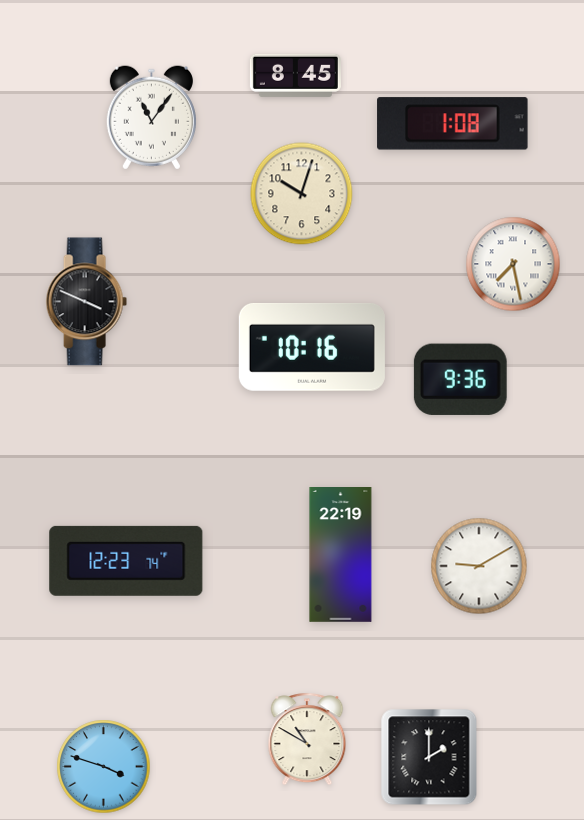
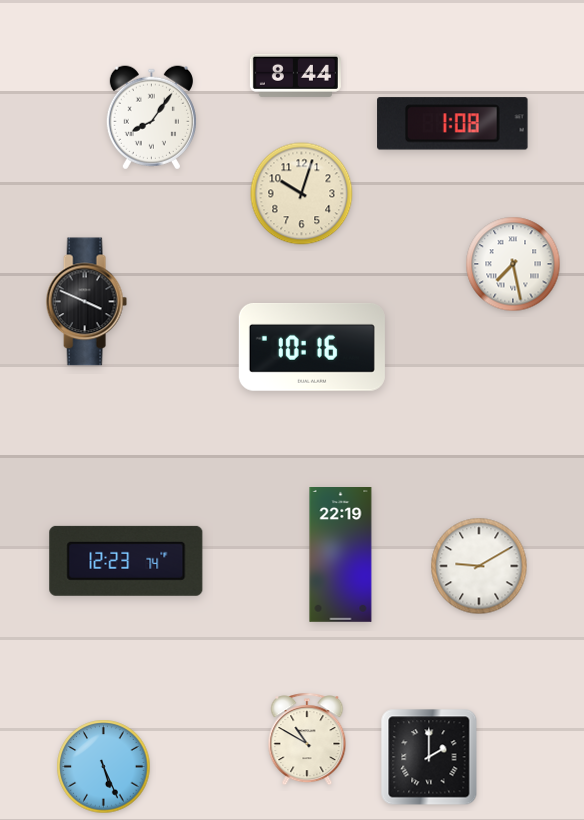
clock at (295, 75): 8:45 -> 8:44
clock at (151, 118): 11:06 -> 8:06
clock at (460, 379): 9:36 -> none
clock at (104, 767): 3:48 -> 5:26
